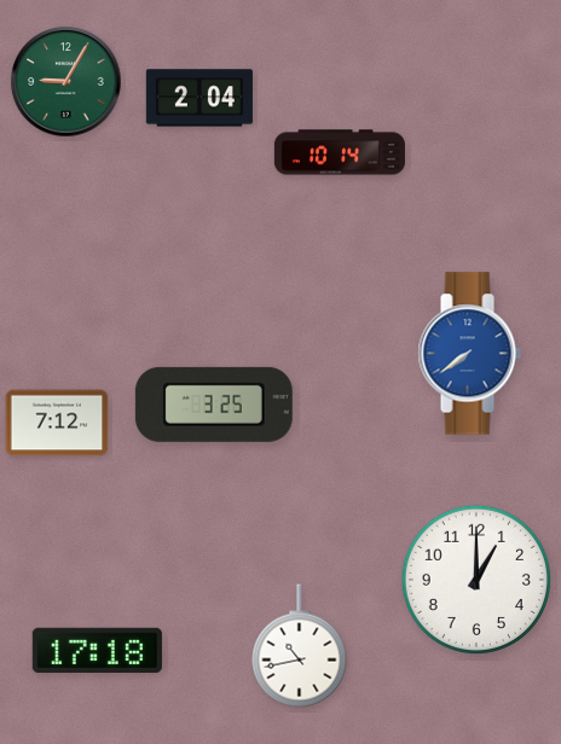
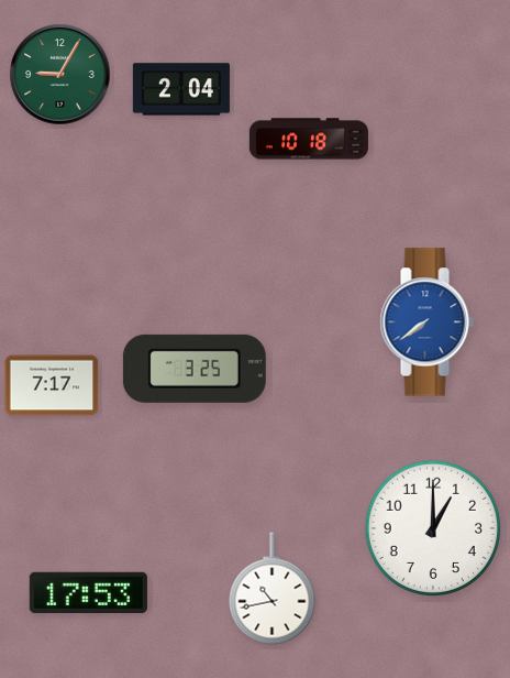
clock at (340, 152): 10:14 -> 10:18
clock at (57, 423): 7:12 -> 7:17
clock at (97, 650): 17:18 -> 17:53
